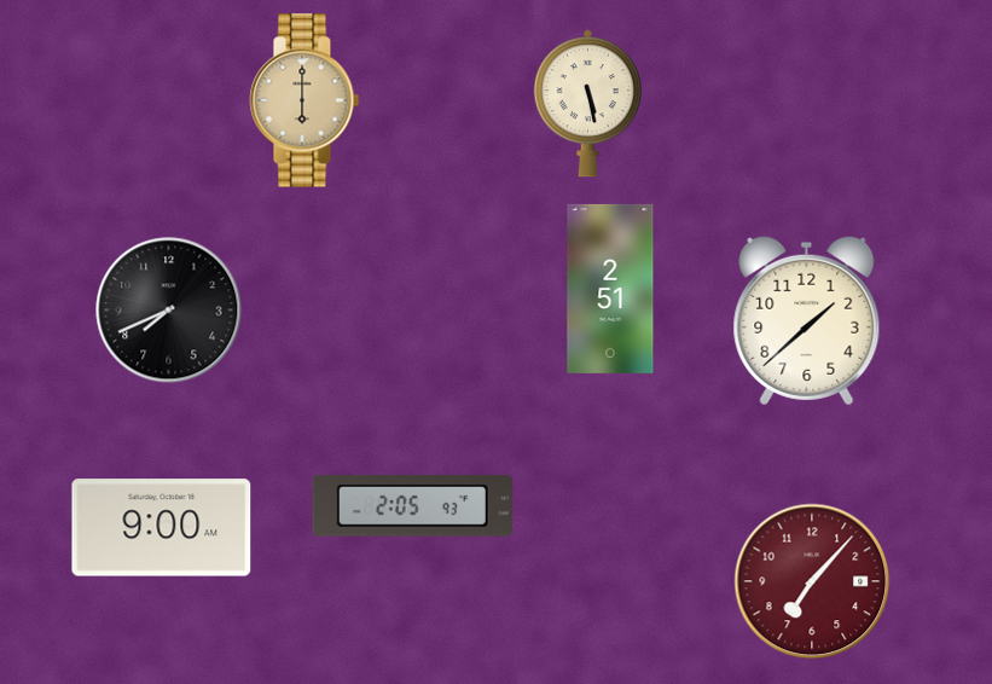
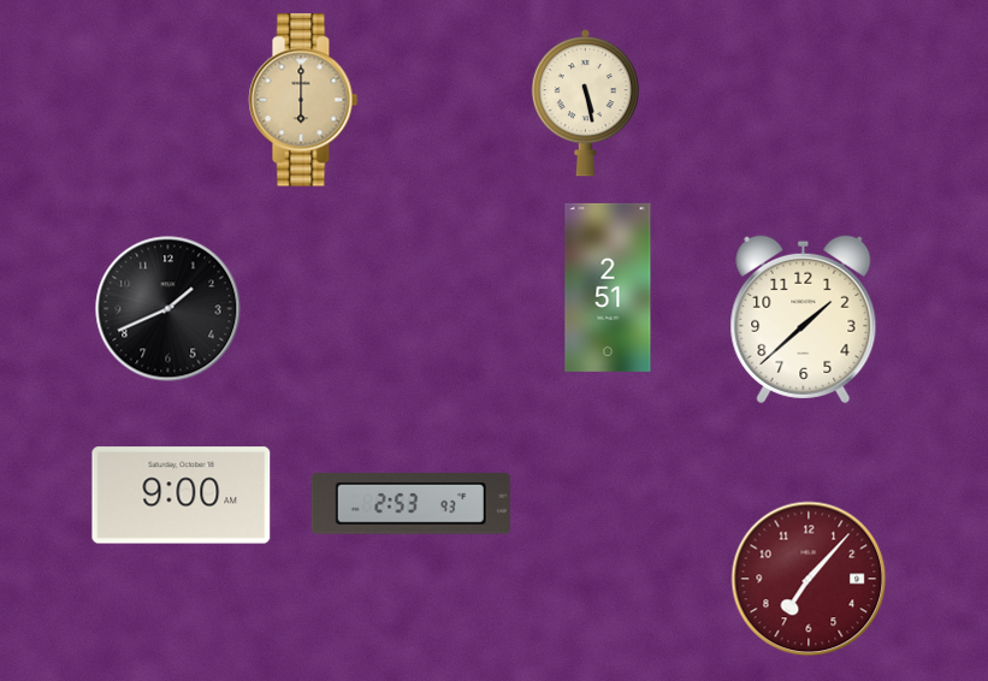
clock at (169, 311): 7:41 -> 1:41
clock at (412, 506): 2:05 -> 2:53
clock at (162, 528) position: (162, 528) -> (182, 496)
